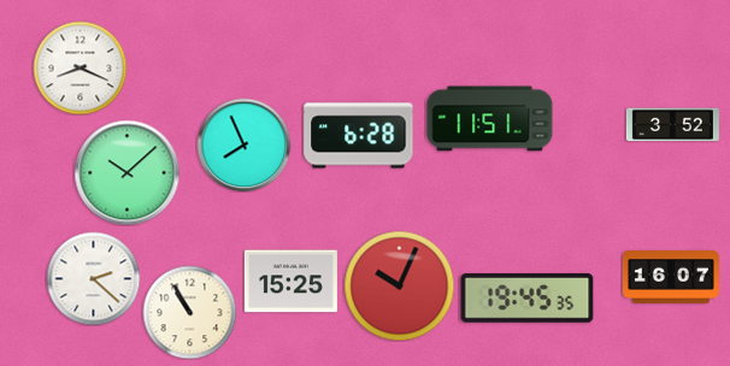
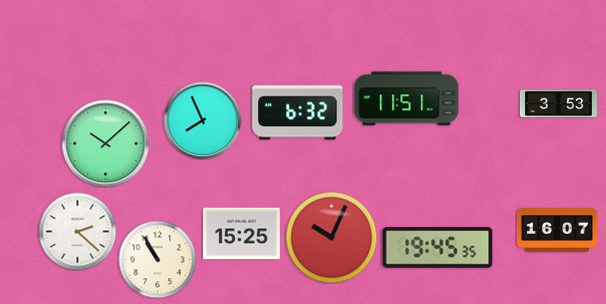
clock at (80, 67): 8:19 -> none
clock at (672, 125): 3:52 -> 3:53
clock at (359, 136): 6:28 -> 6:32
